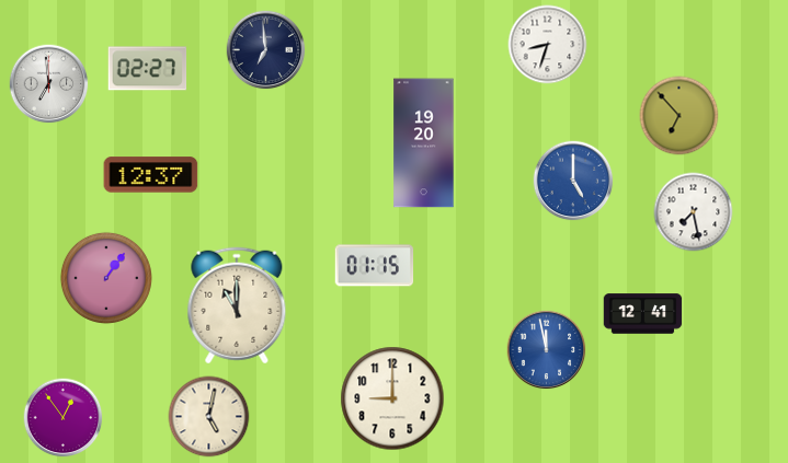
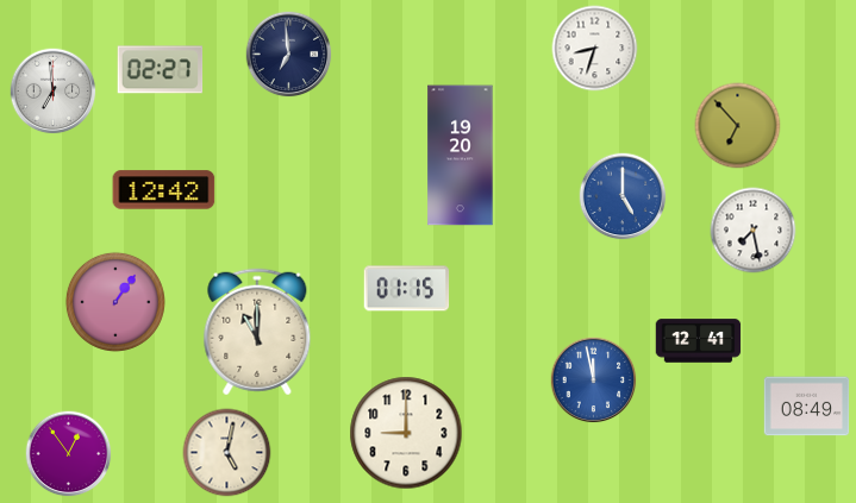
clock at (148, 69) position: (148, 69) -> (161, 70)
clock at (151, 175): 12:37 -> 12:42
clock at (807, 407): none -> 08:49
clock at (392, 398) position: (392, 398) -> (406, 433)
